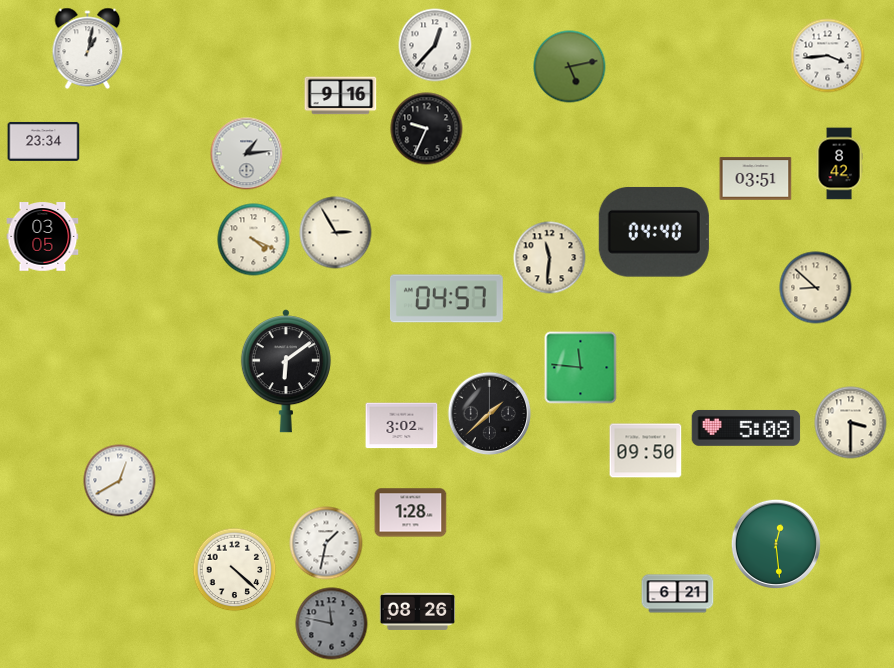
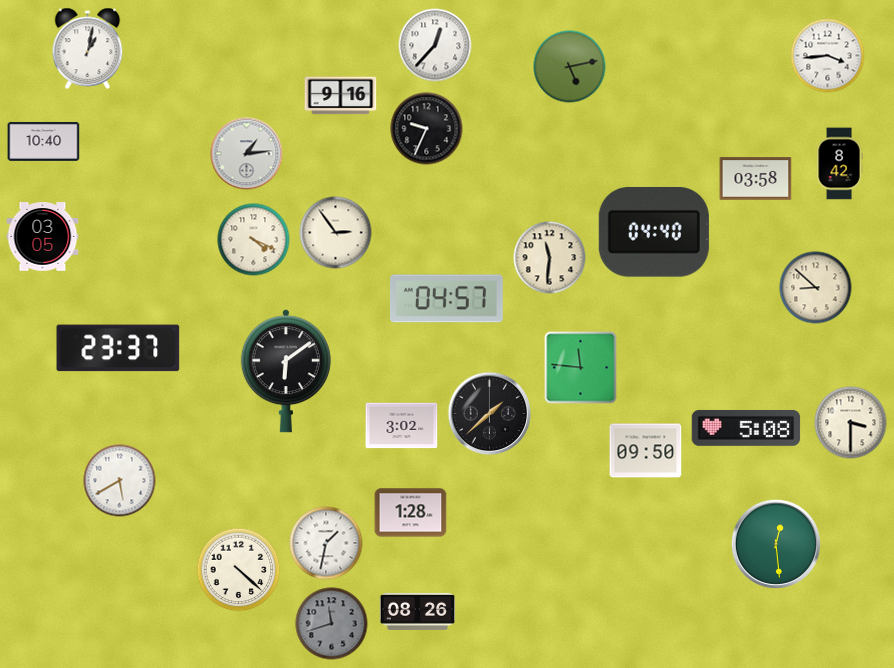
clock at (44, 141): 23:34 -> 10:40
clock at (756, 179): 03:51 -> 03:58
clock at (336, 233): 2:55 -> 2:54
clock at (118, 348): none -> 23:37
clock at (120, 481): 12:40 -> 5:40
clock at (235, 570) position: (235, 570) -> (239, 570)
clock at (678, 594): 6:21 -> none
clock at (332, 624): 11:47 -> 11:42
